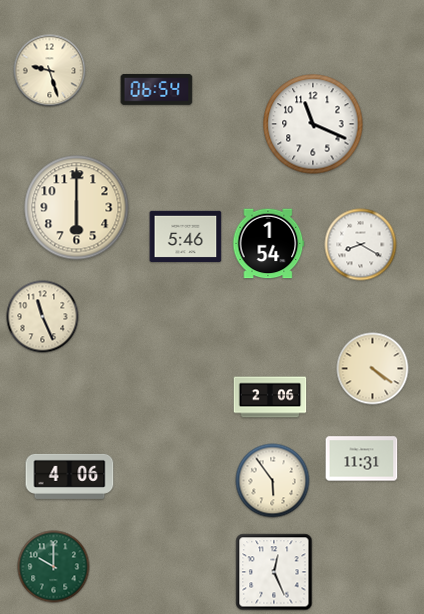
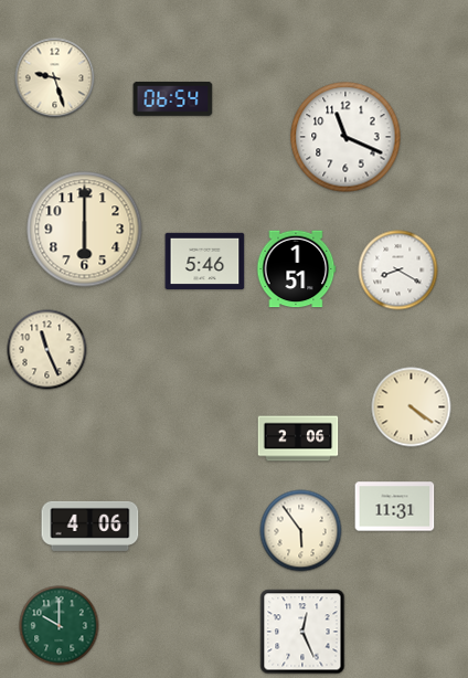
clock at (268, 244): 1:54 -> 1:51
clock at (362, 459) position: (362, 459) -> (395, 507)
clock at (70, 476) position: (70, 476) -> (91, 526)
